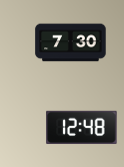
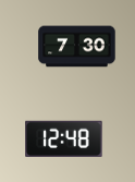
clock at (82, 127) position: (82, 127) -> (64, 138)
